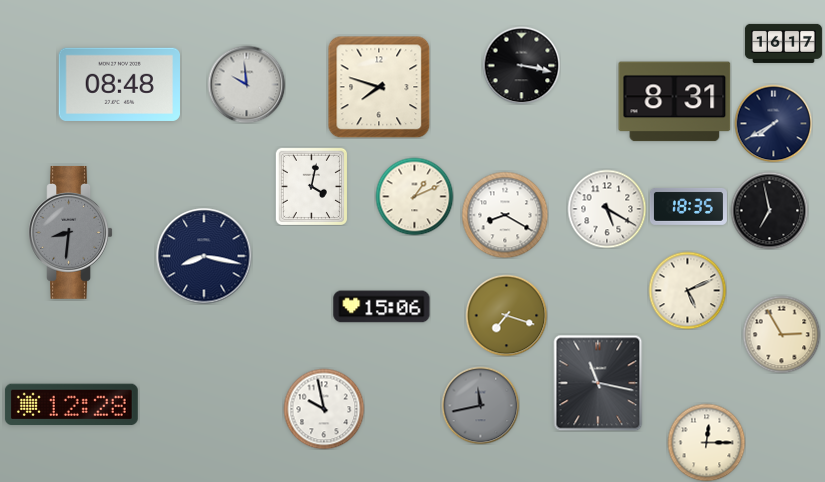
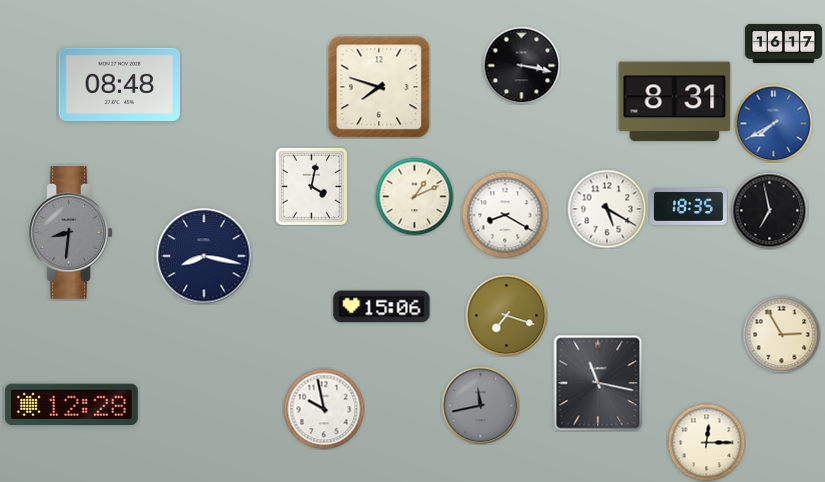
clock at (246, 84): 9:59 -> none
clock at (773, 123) dial: navy -> blue
clock at (687, 290): 5:11 -> none
